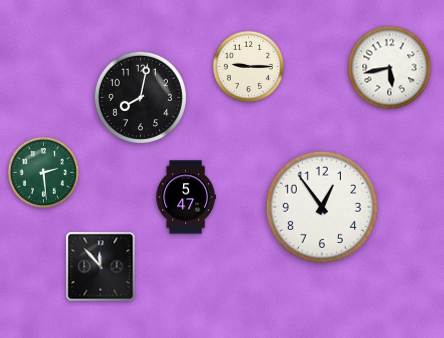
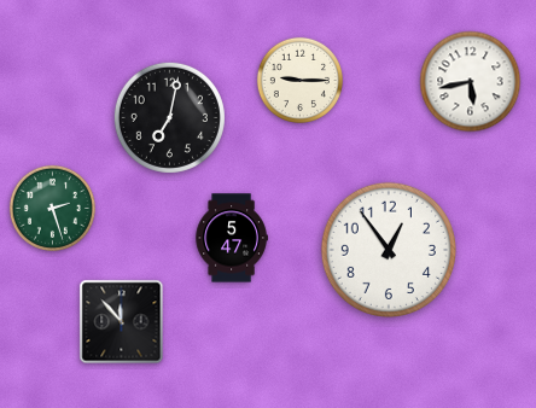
clock at (140, 97): 8:02 -> 7:02
clock at (43, 172): 2:29 -> 2:27
clock at (186, 197) position: (186, 197) -> (232, 238)
